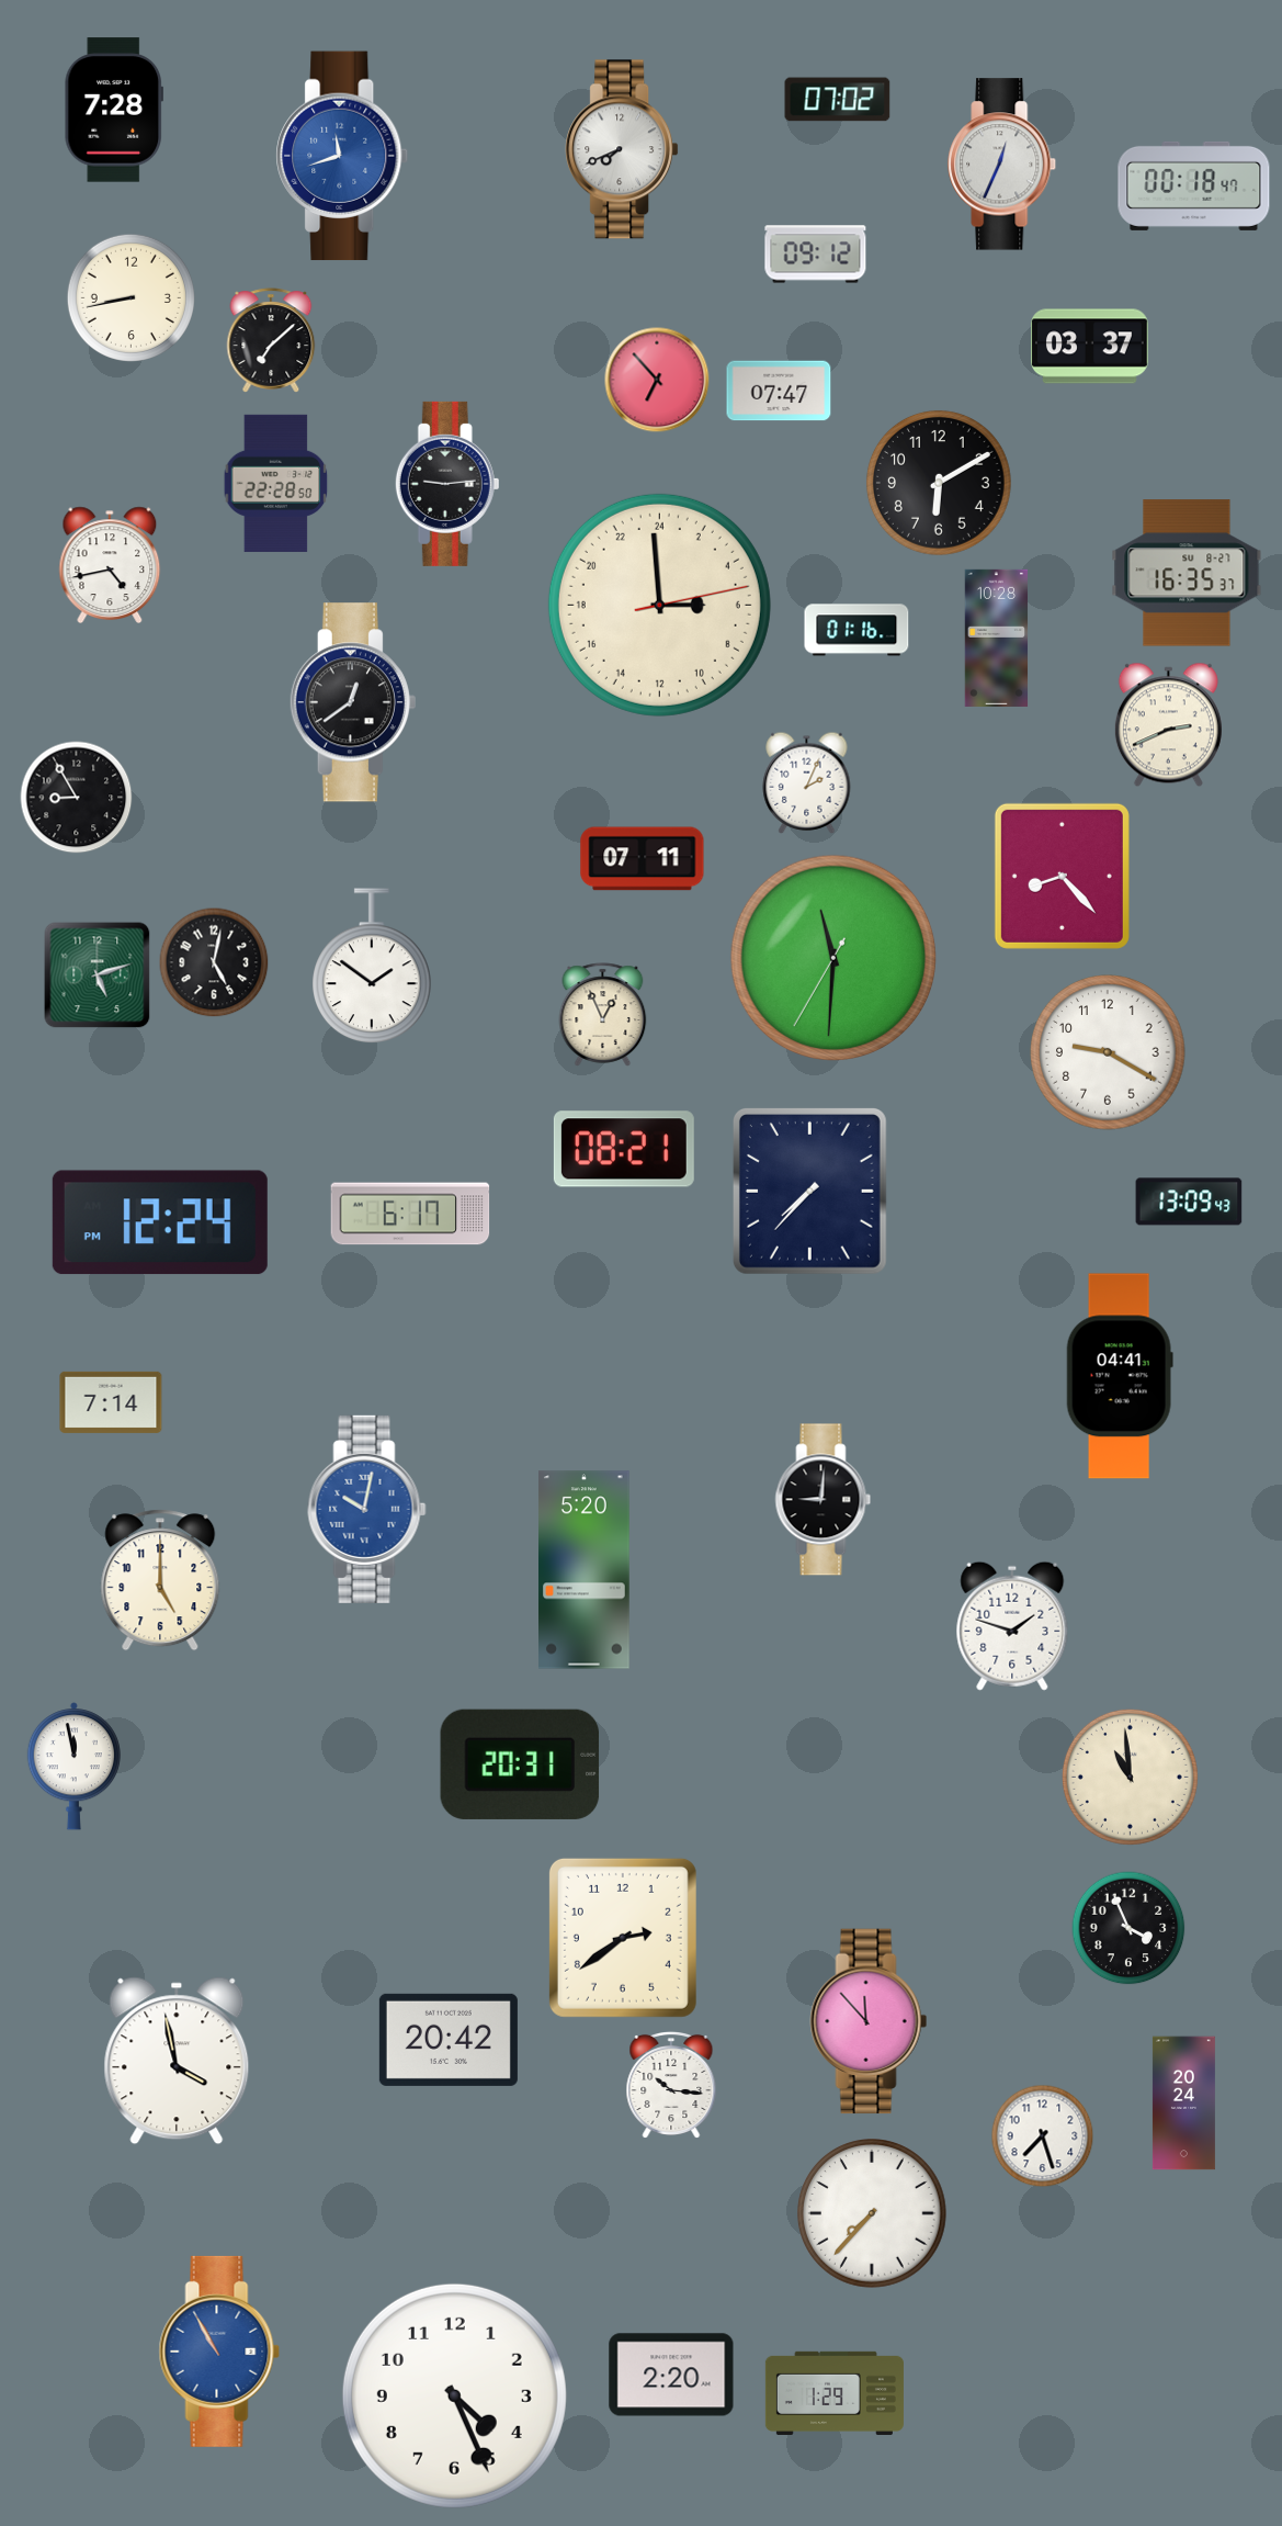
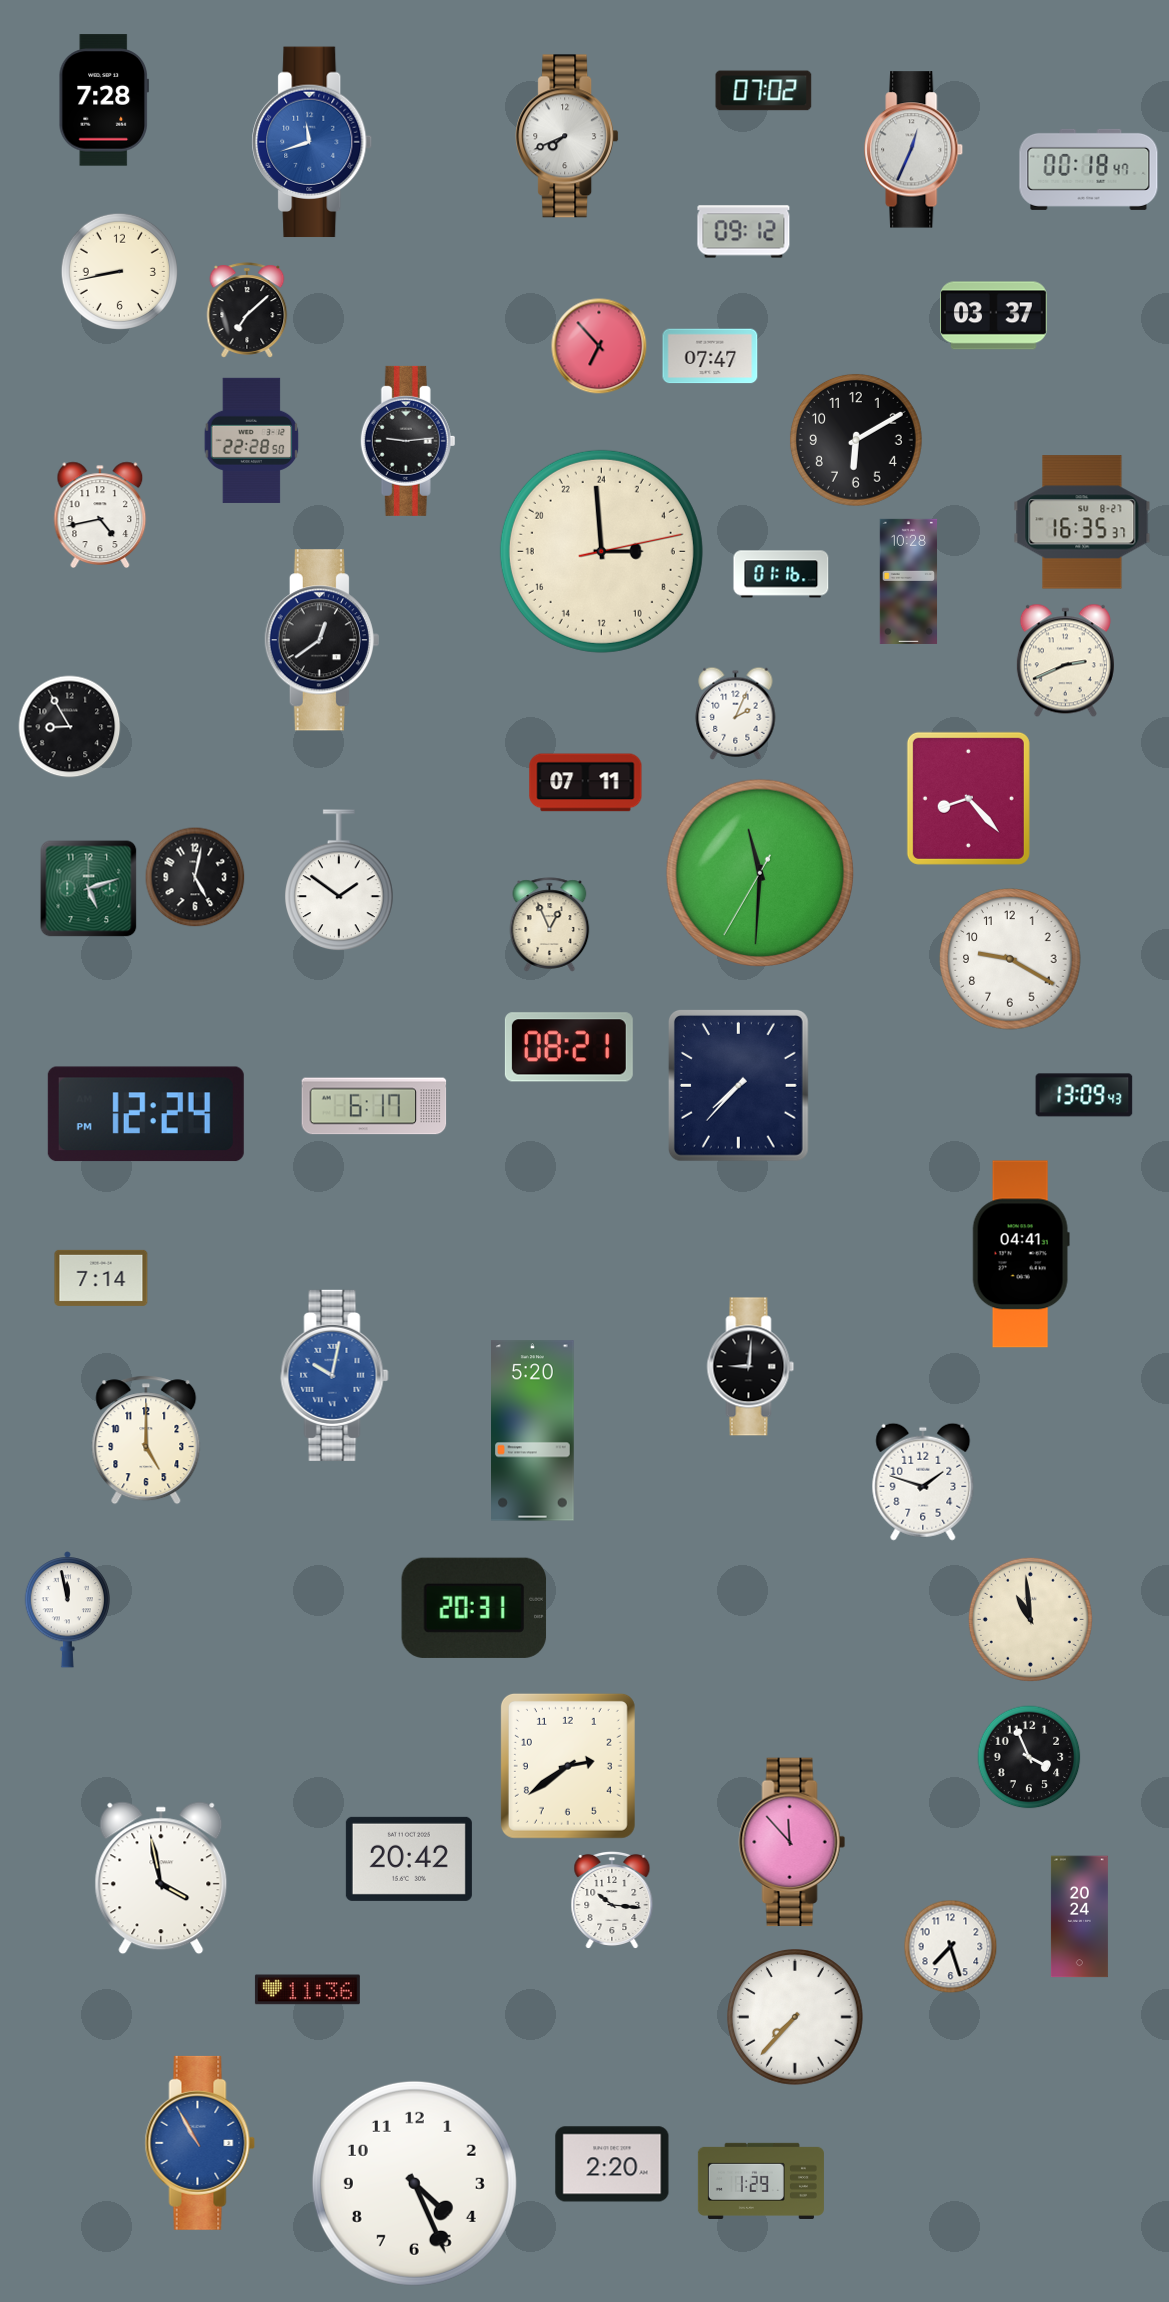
clock at (307, 1990): none -> 11:36
